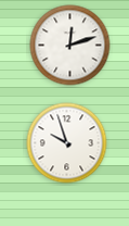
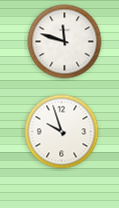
clock at (70, 46): 12:12 -> 11:48
